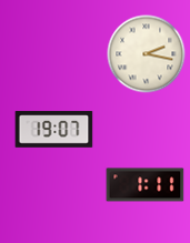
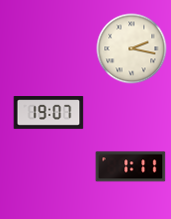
clock at (54, 130) position: (54, 130) -> (49, 113)
